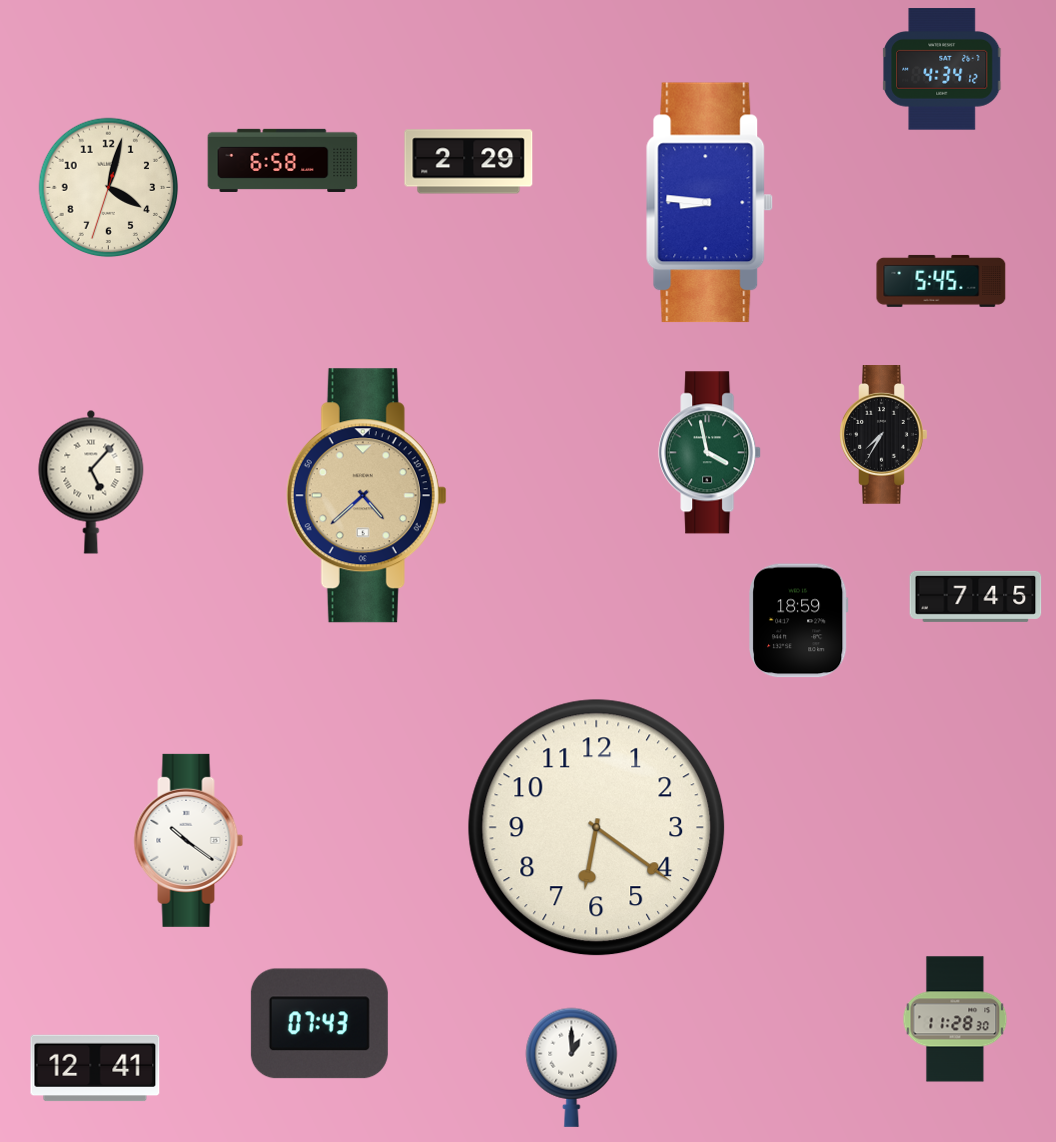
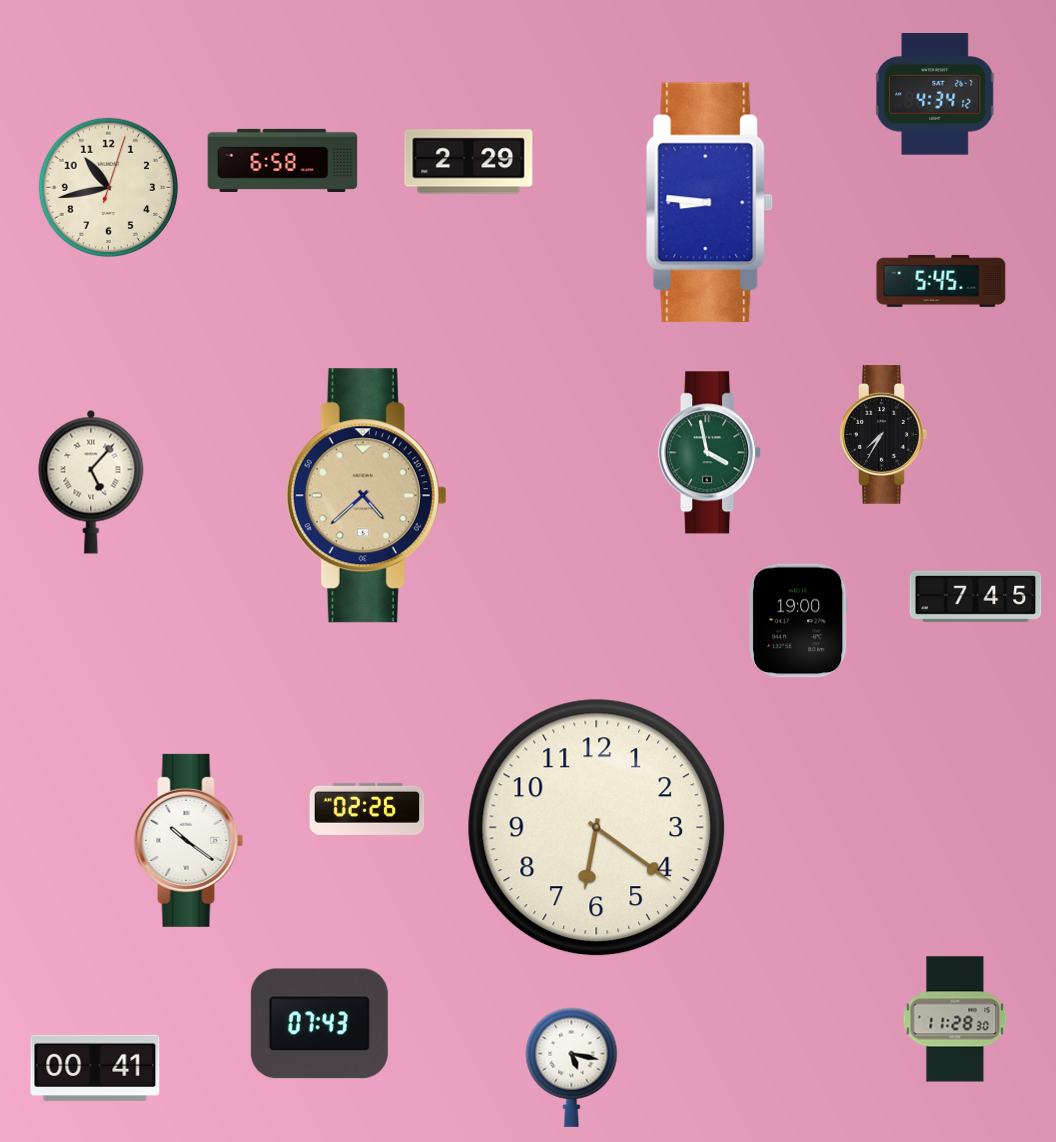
clock at (943, 69) position: (943, 69) -> (936, 94)
clock at (109, 188): 4:02 -> 10:43
clock at (799, 621): 18:59 -> 19:00
clock at (367, 809): none -> 02:26
clock at (572, 1067): 1:00 -> 5:17
clock at (95, 1068): 12:41 -> 00:41
